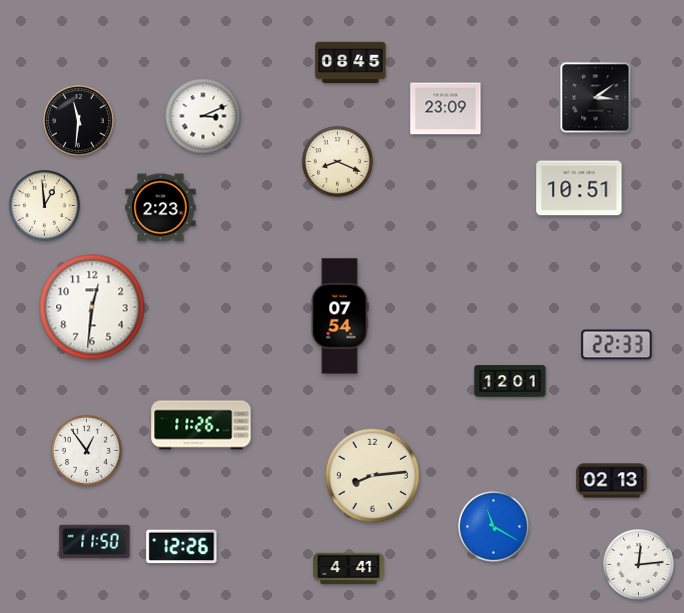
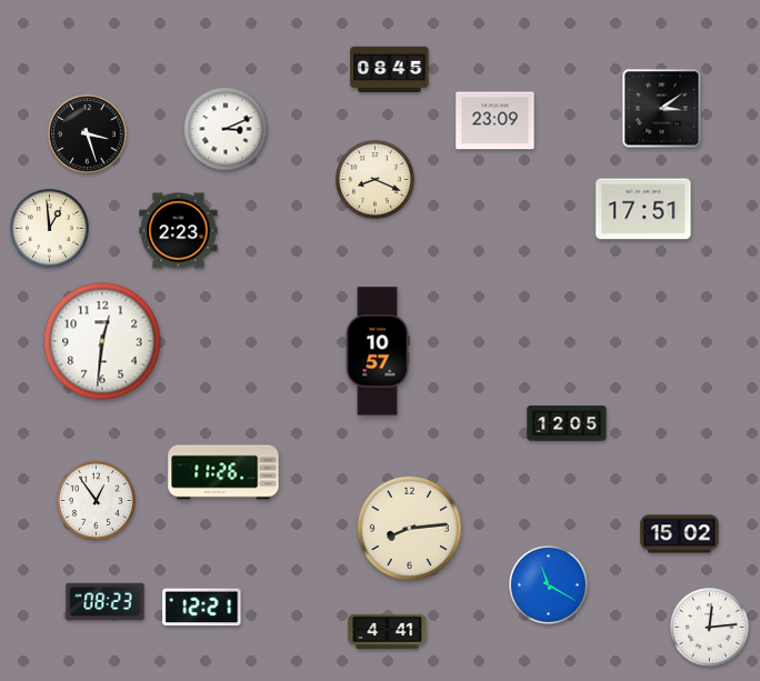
clock at (79, 121): 11:31 -> 3:27
clock at (579, 188): 10:51 -> 17:51
clock at (340, 316): 07:54 -> 10:57
clock at (617, 345): 22:33 -> none
clock at (510, 381): 12:01 -> 12:05
clock at (372, 475) position: (372, 475) -> (409, 528)
clock at (612, 481): 02:13 -> 15:02
clock at (95, 542): 11:50 -> 08:23
clock at (182, 547): 12:26 -> 12:21
